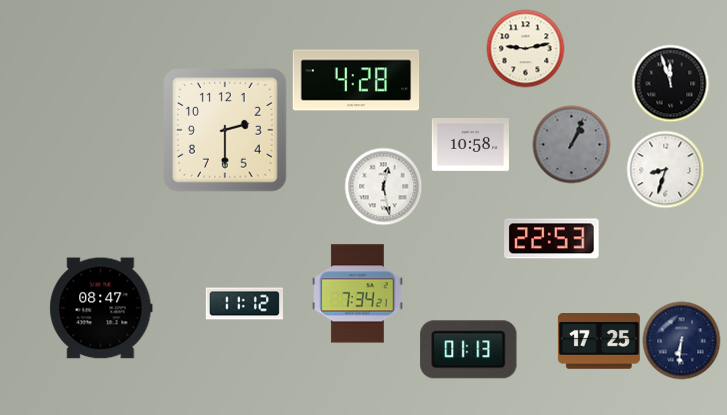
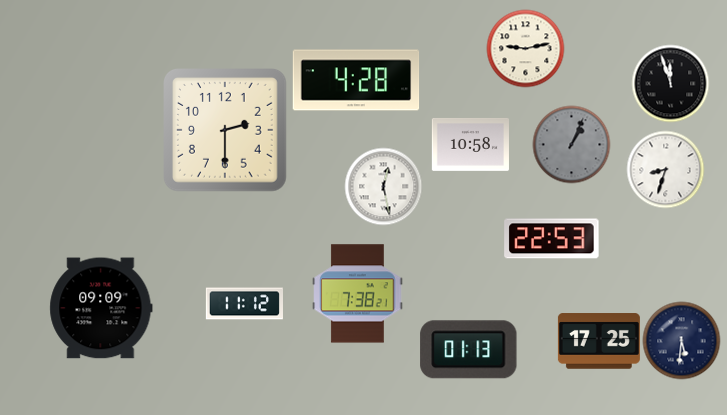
clock at (358, 294): 7:34 -> 7:38
clock at (101, 308): 08:47 -> 09:09
clock at (681, 340): 6:31 -> 5:31
